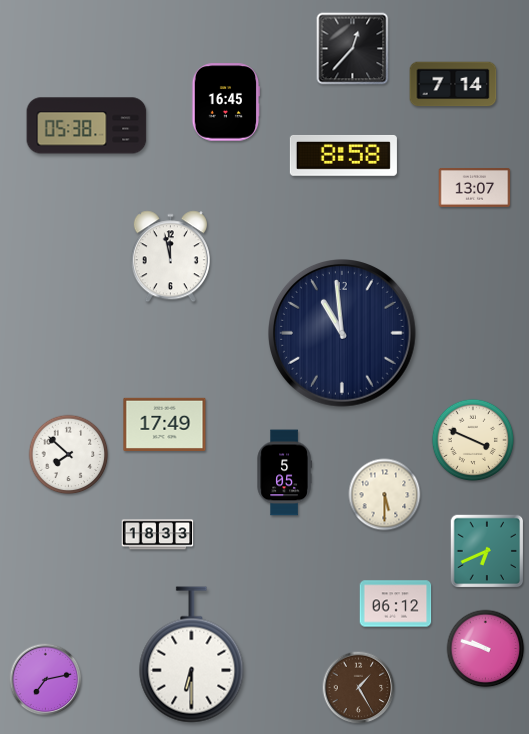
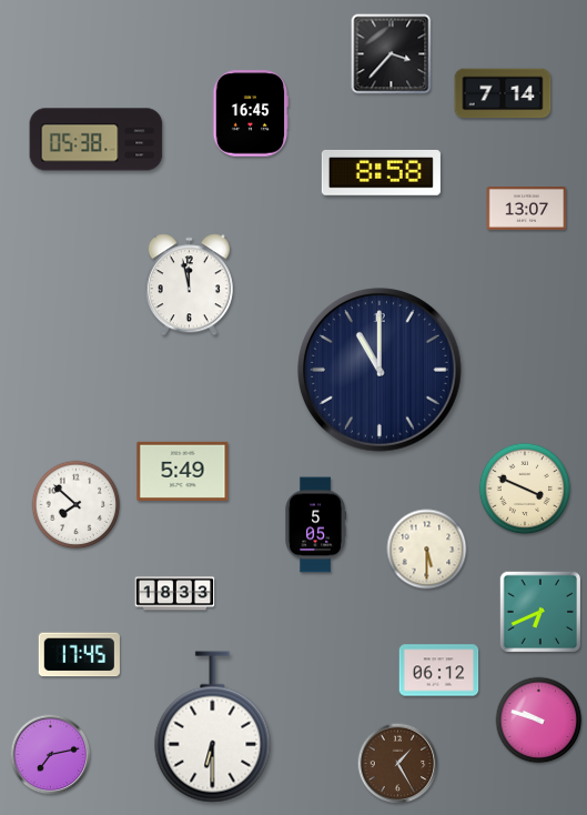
clock at (353, 49): 12:37 -> 3:37
clock at (343, 334): 10:59 -> 11:00
clock at (165, 424): 17:49 -> 5:49
clock at (79, 655): none -> 17:45
